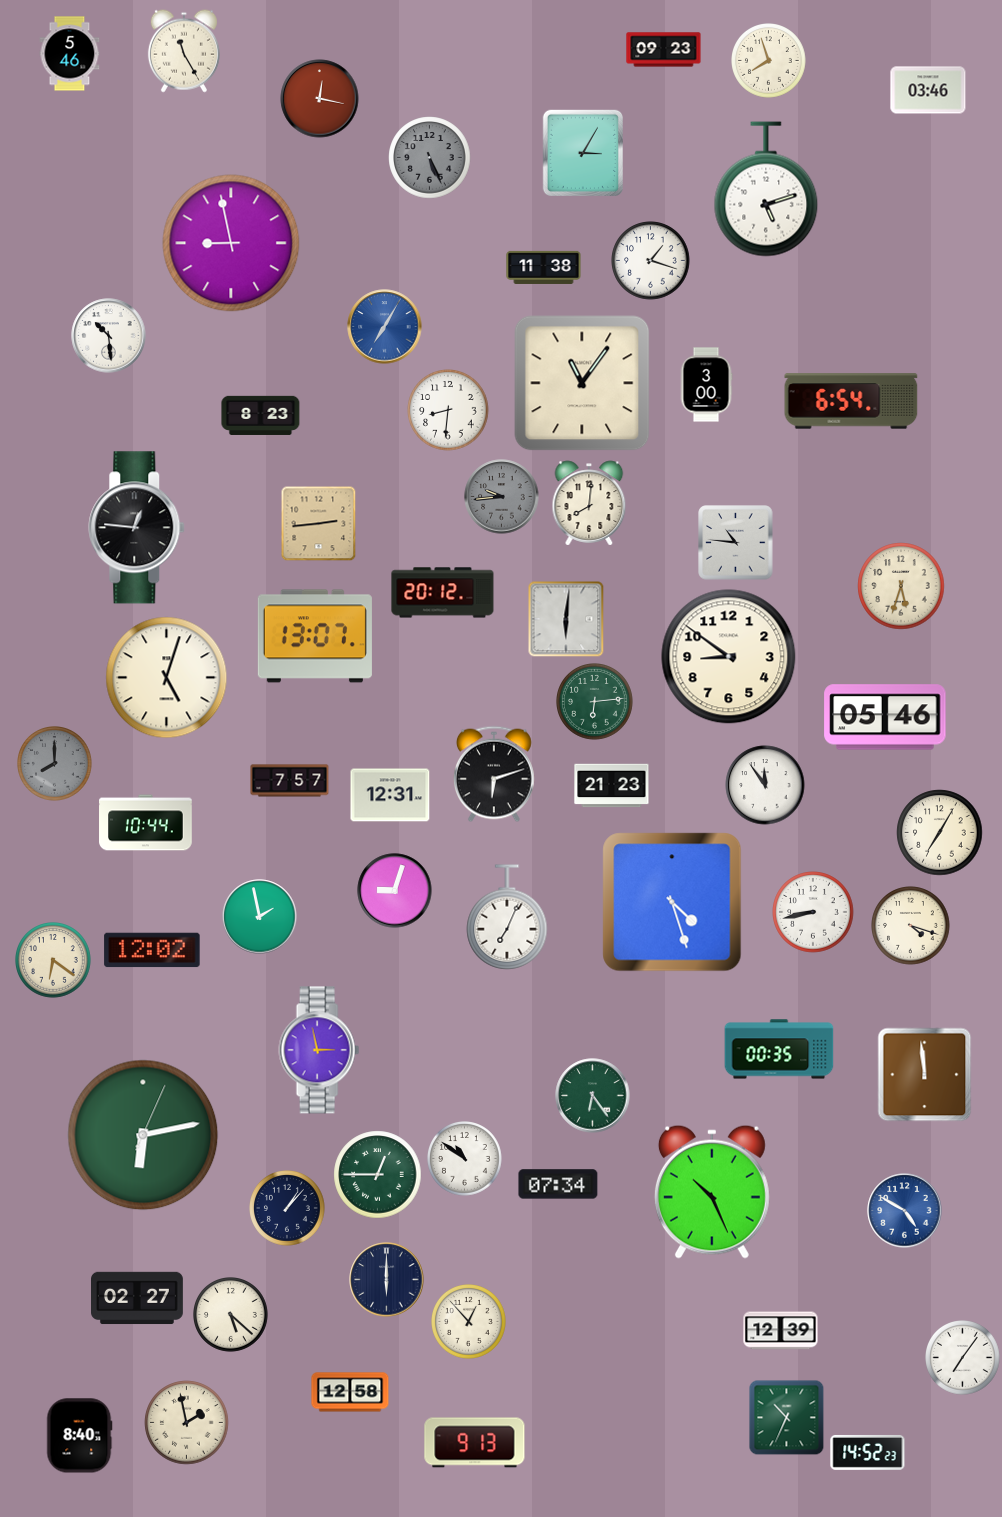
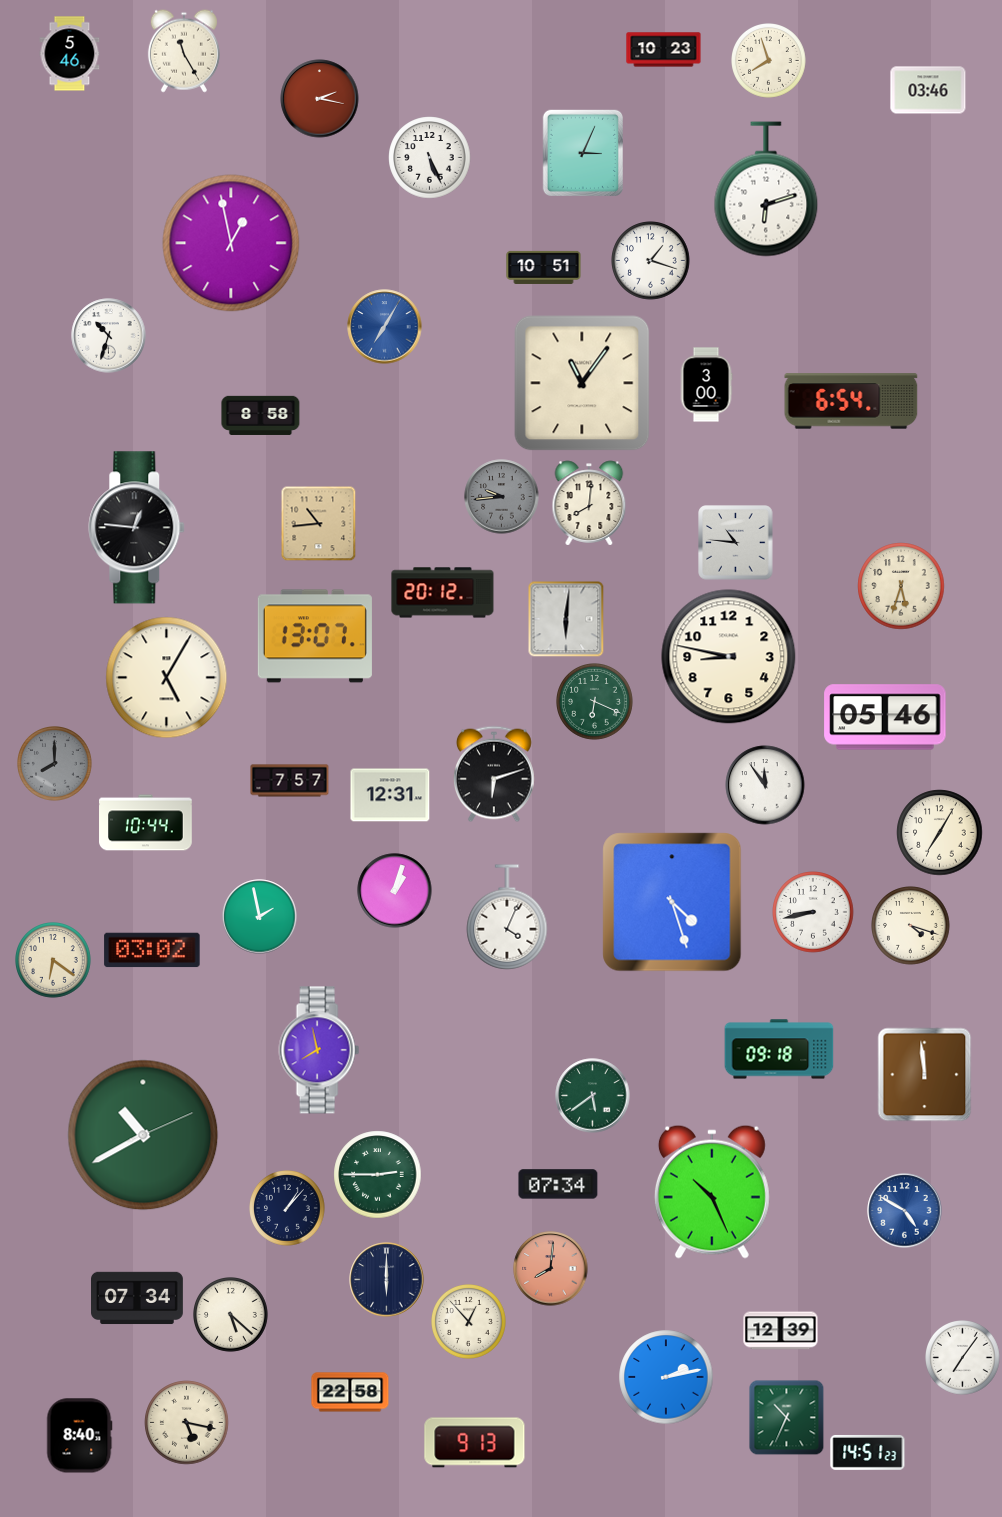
clock at (664, 50): 09:23 -> 10:23
clock at (320, 99): 12:17 -> 2:17
clock at (582, 152): 3:05 -> 3:04
clock at (430, 158) dial: grey -> white
clock at (766, 189): 5:12 -> 6:12
clock at (231, 243): 8:58 -> 12:58
clock at (544, 267): 11:38 -> 10:51
clock at (109, 336): 10:29 -> 10:33
clock at (448, 410): 8:31 -> none
clock at (261, 415): 8:23 -> 8:58
clock at (319, 524): 2:44 -> 10:44
clock at (729, 657): 8:51 -> 8:47
clock at (167, 678): 5:03 -> 5:05
clock at (595, 702): 6:14 -> 6:19
clock at (612, 786): 21:23 -> none
clock at (395, 891): 9:03 -> 1:03
clock at (507, 917): 7:04 -> 4:04
clock at (152, 950): 12:02 -> 03:02
clock at (779, 1049): 00:35 -> 09:18
clock at (319, 1050): 2:58 -> 7:58
clock at (593, 1096): 6:24 -> 5:39
clock at (143, 1135): 6:13 -> 10:40
clock at (465, 1159): 10:51 -> none
clock at (378, 1175): 12:45 -> 2:45
clock at (551, 1269): none -> 8:01
clock at (138, 1298): 02:27 -> 07:34
clock at (666, 1377): none -> 2:13
clock at (350, 1392): 12:58 -> 22:58
clock at (187, 1423): 1:58 -> 5:17
clock at (868, 1452): 14:52 -> 14:51
